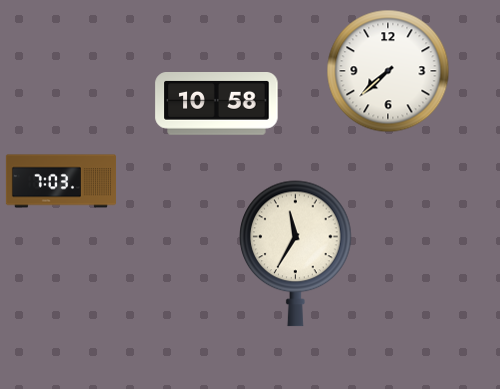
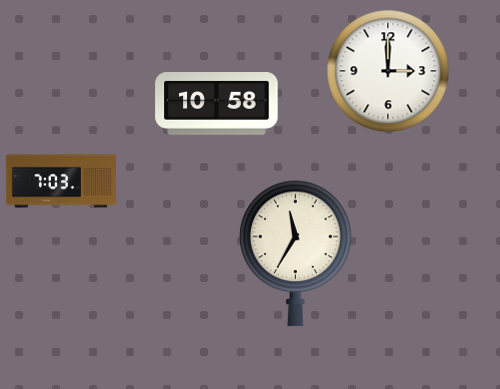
clock at (388, 71): 7:38 -> 3:00
